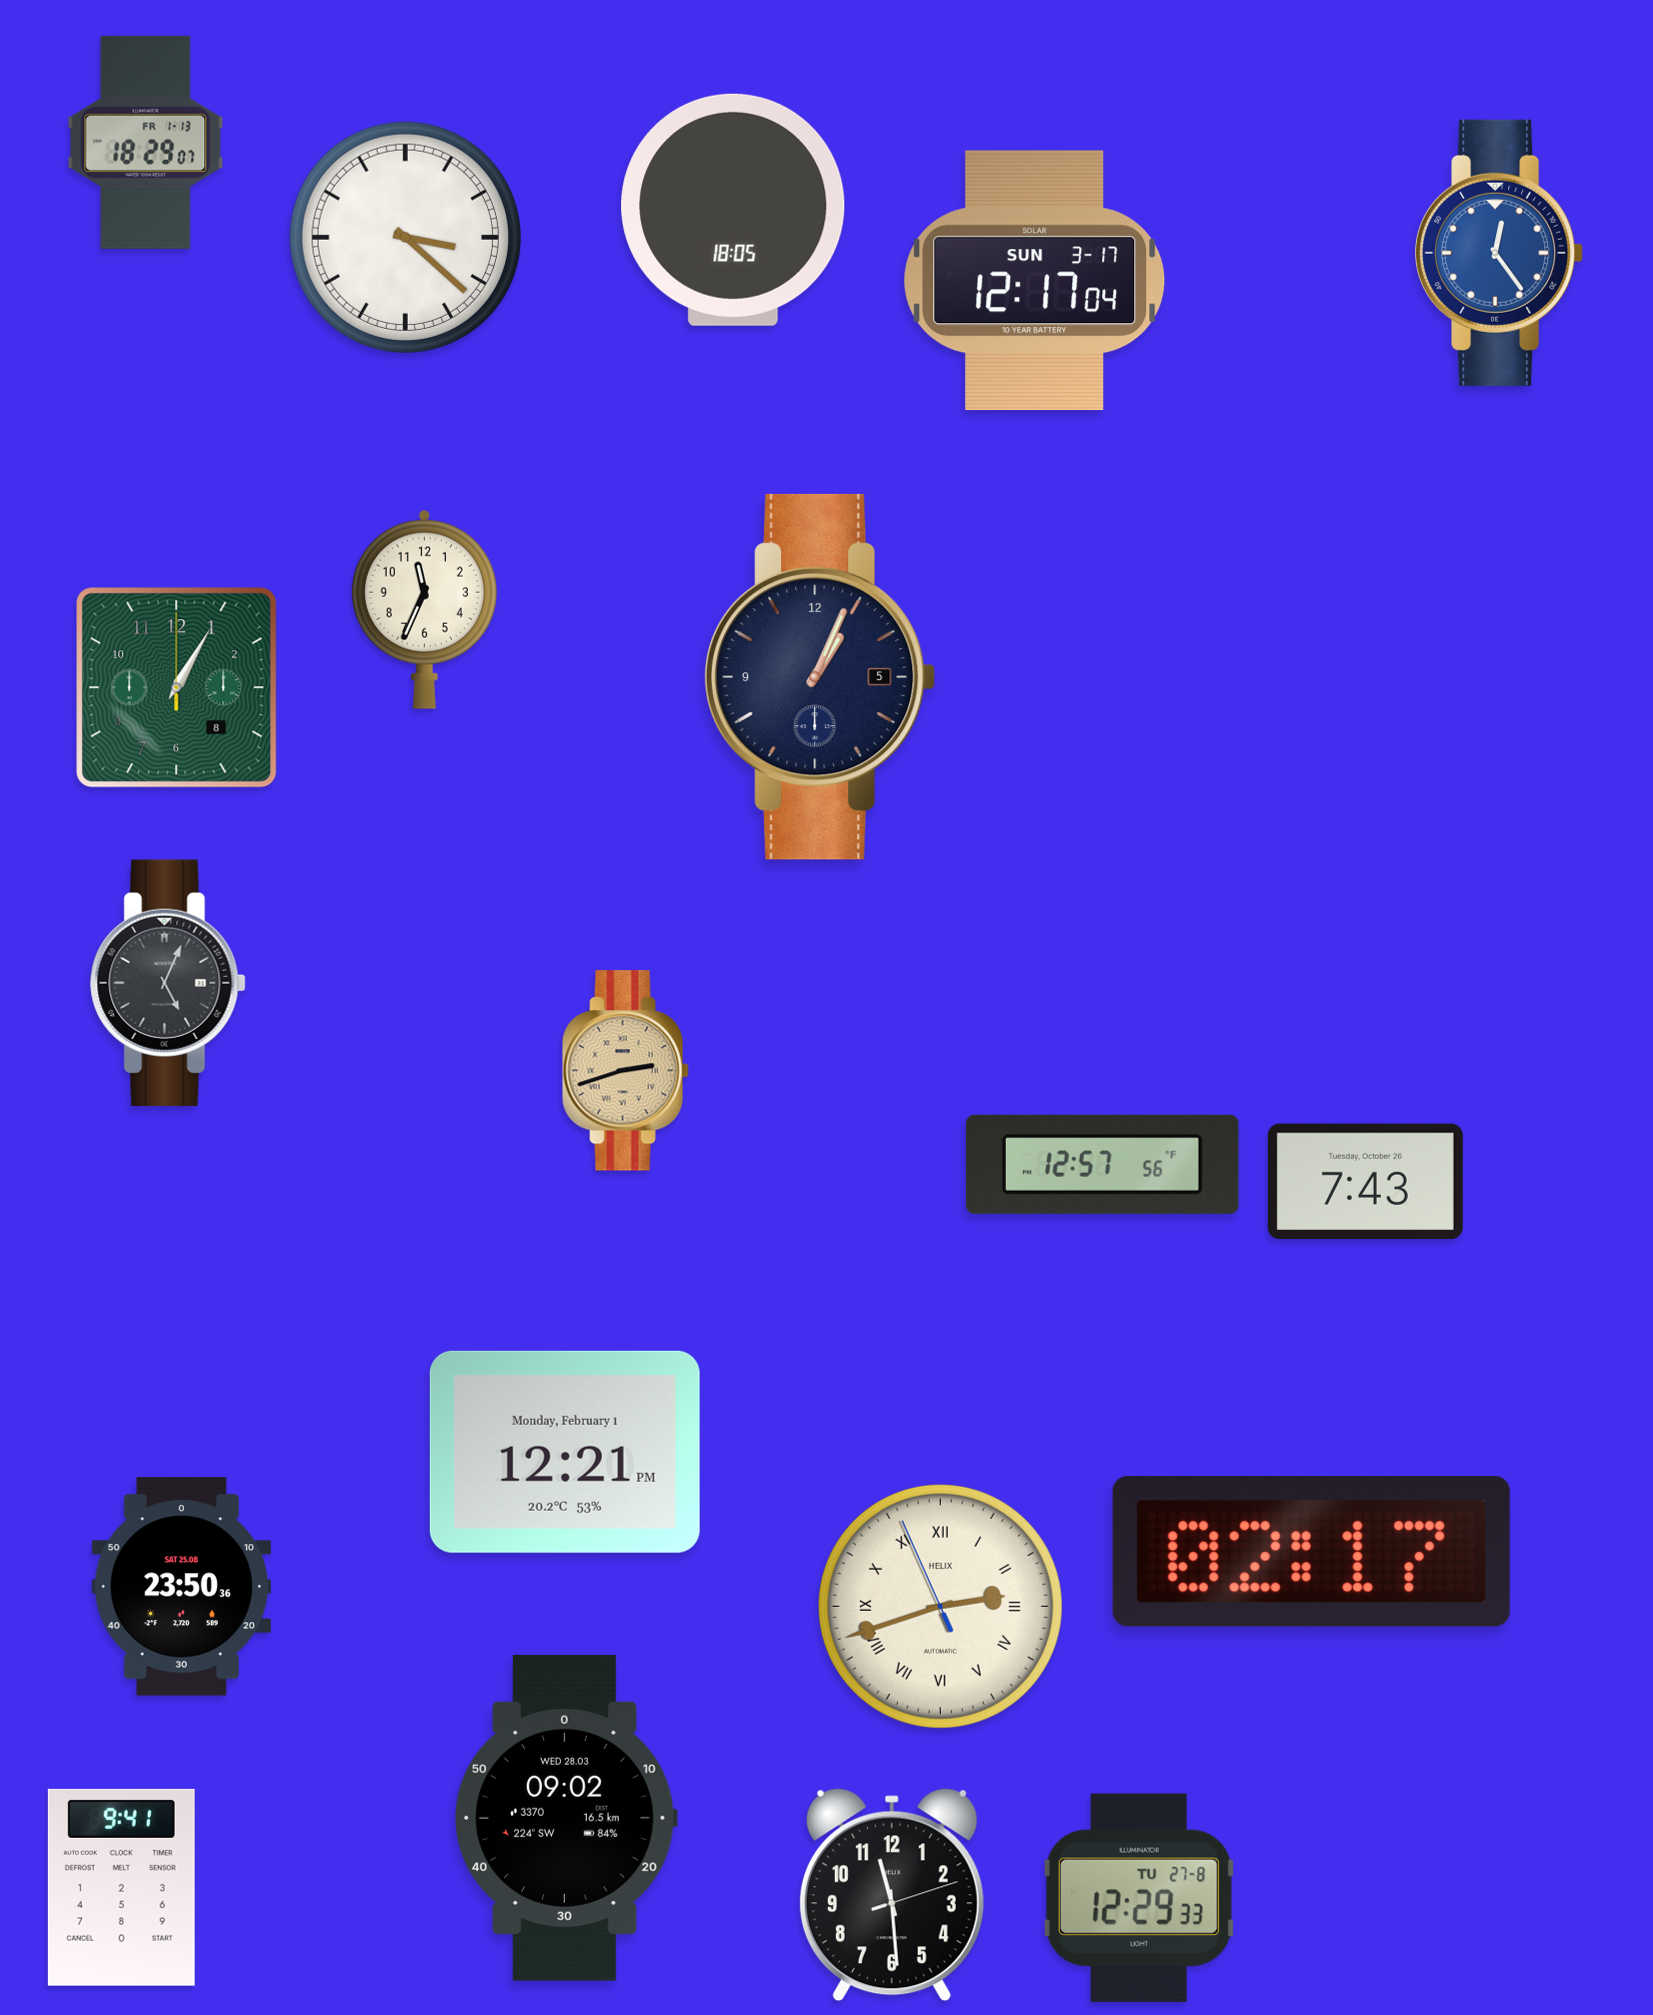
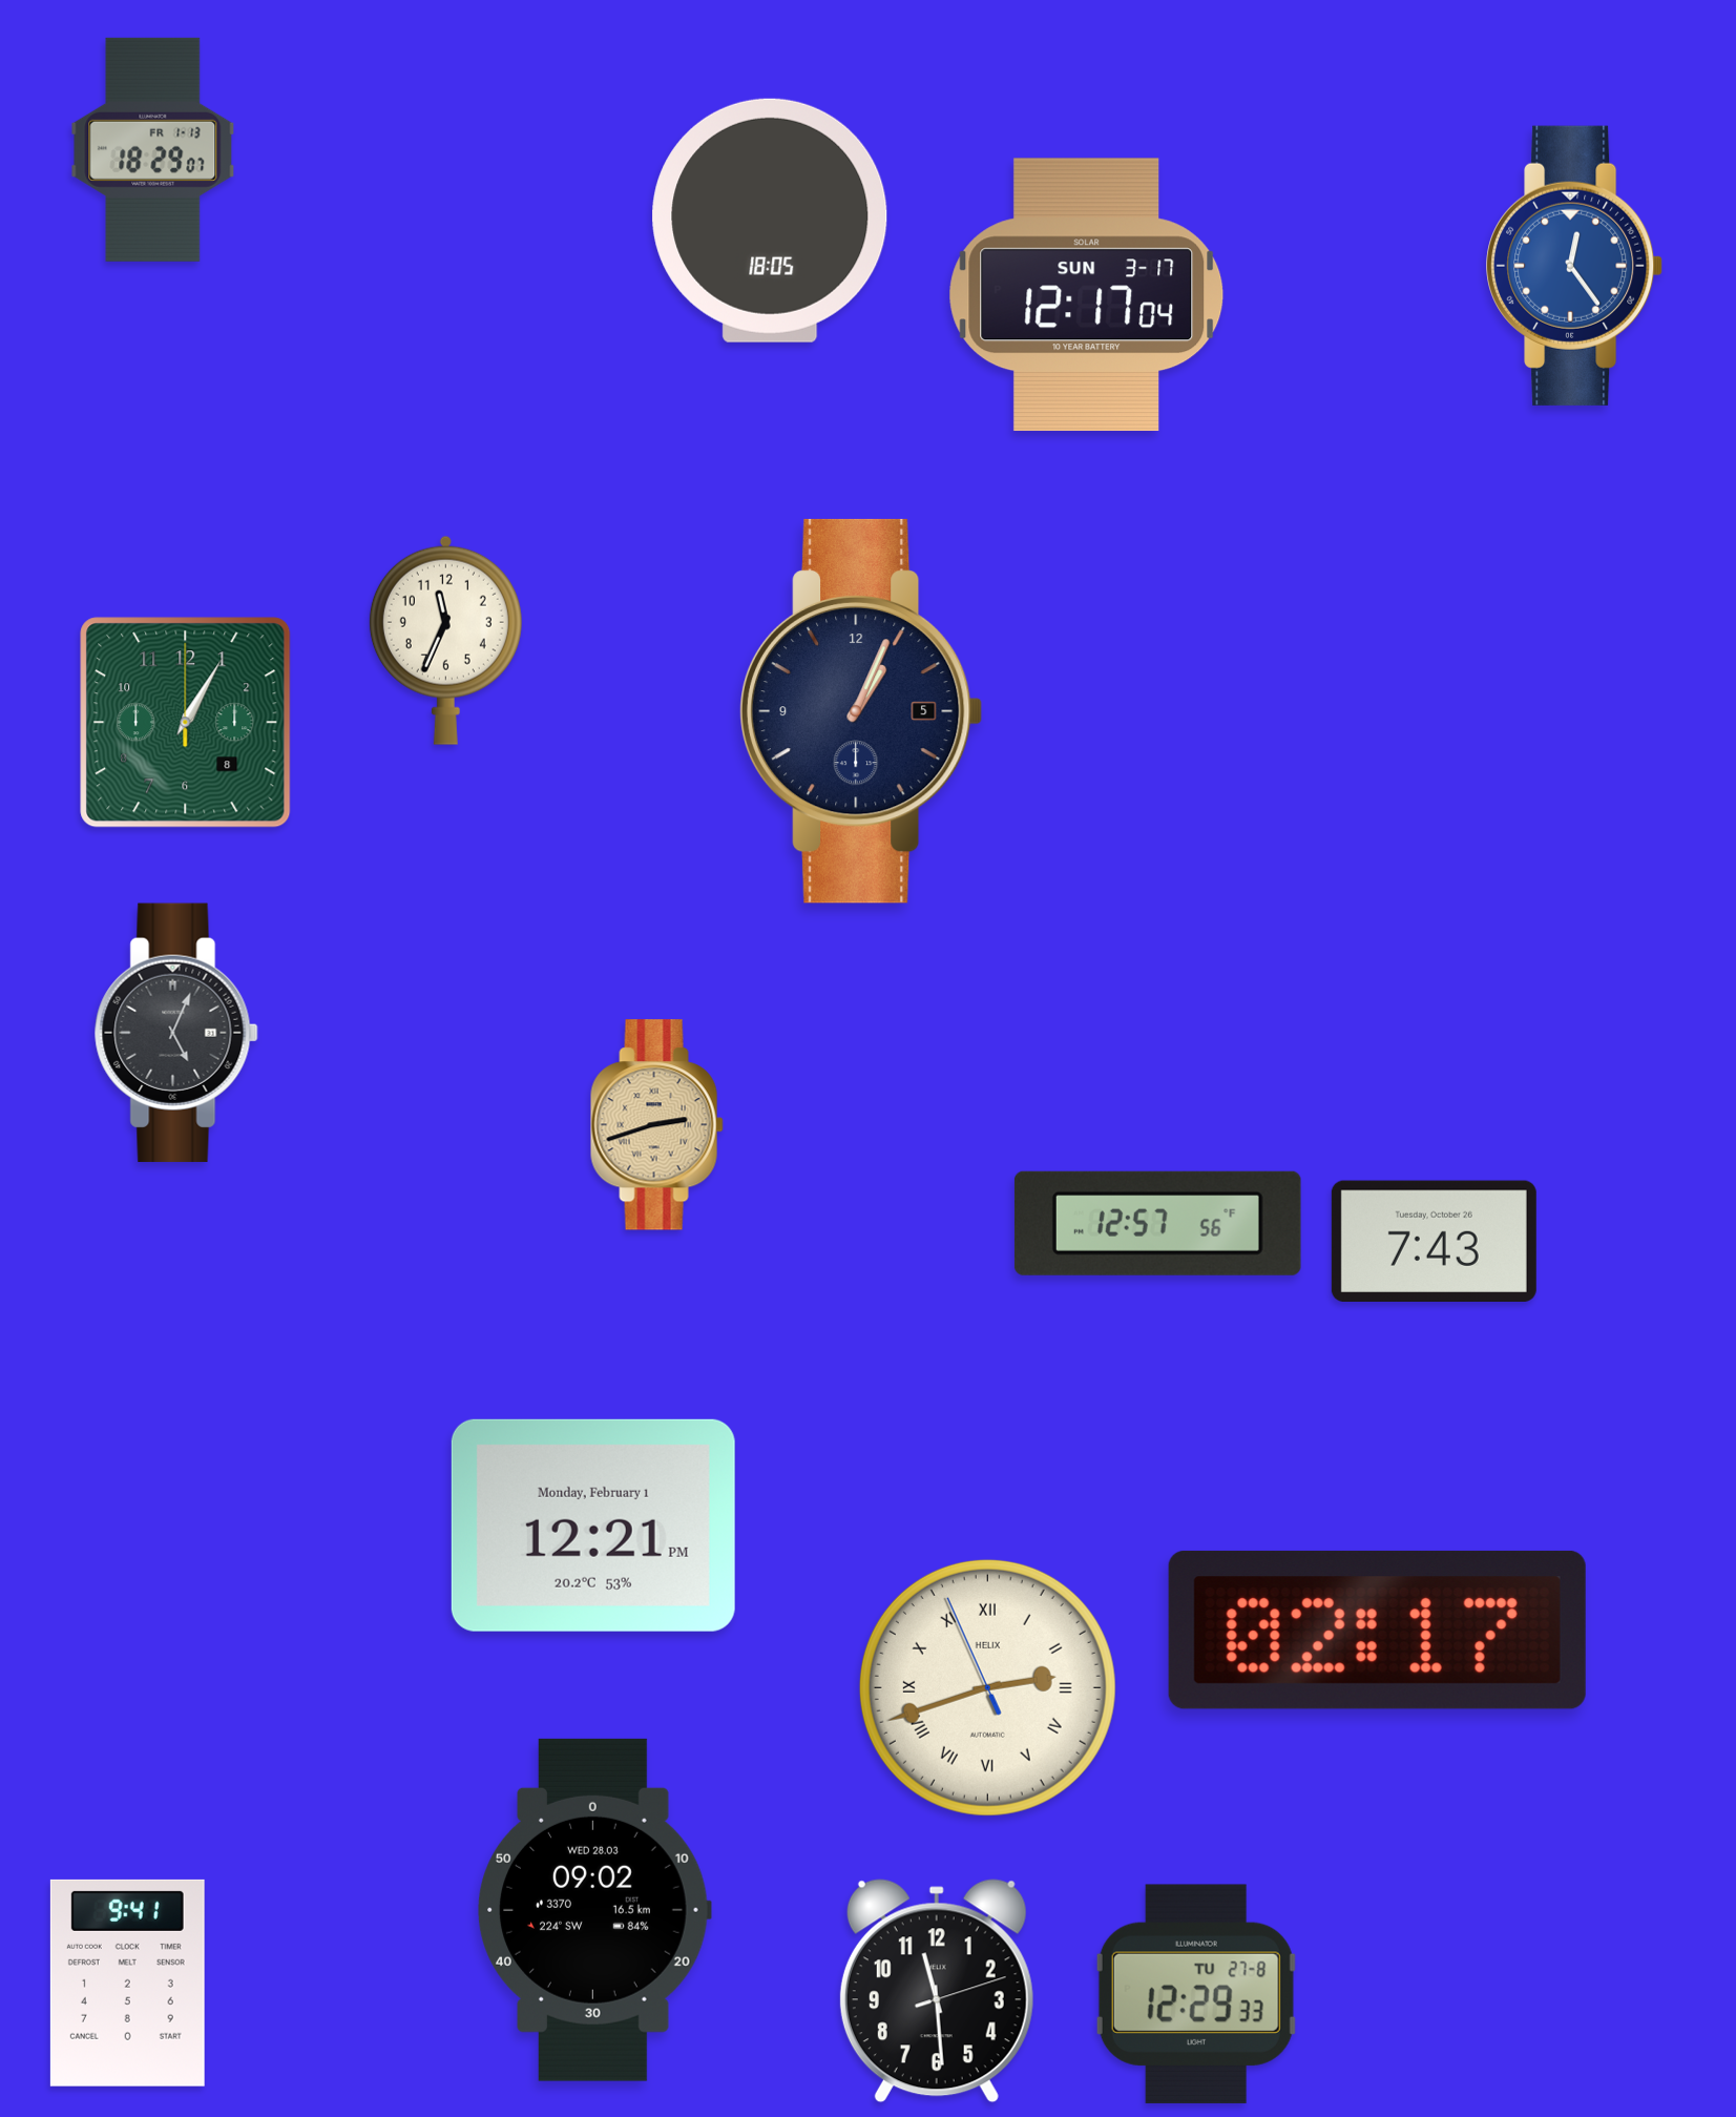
clock at (405, 237): 3:22 -> none
clock at (181, 1587): 23:50 -> none
